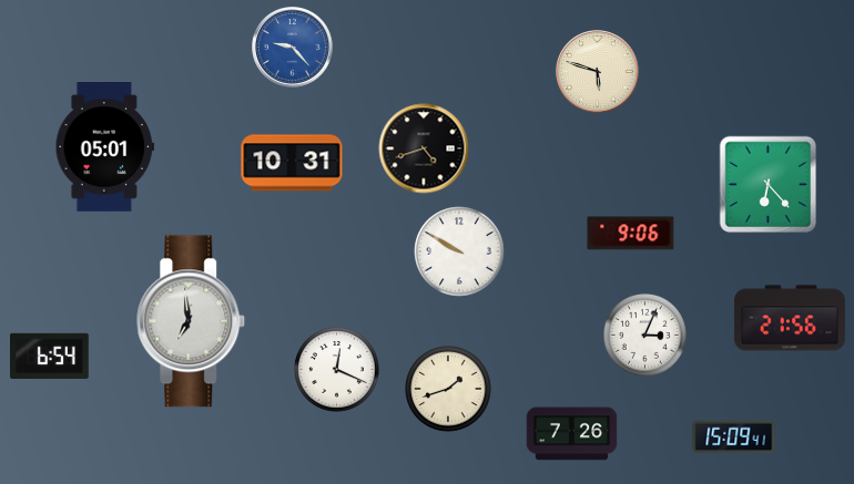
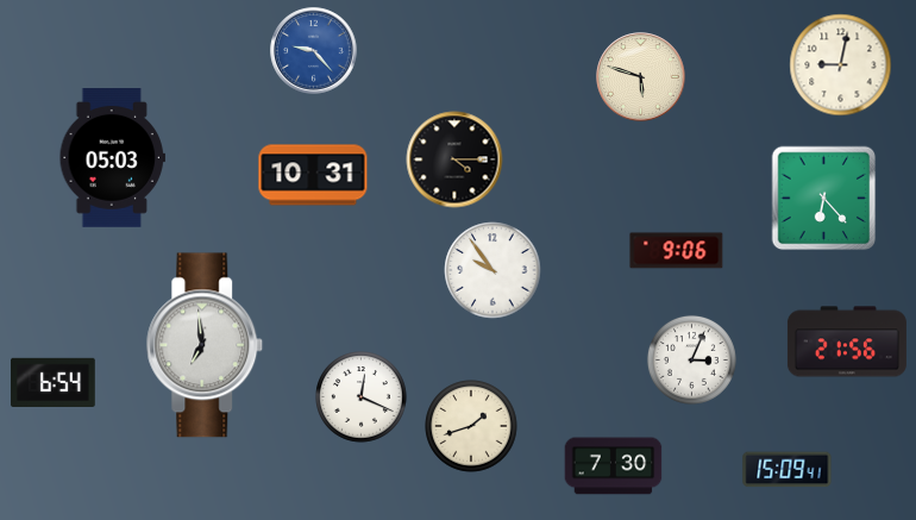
clock at (841, 65): none -> 9:02
clock at (104, 147): 05:01 -> 05:03
clock at (424, 148): 4:42 -> 4:15
clock at (459, 251): 9:50 -> 9:54
clock at (448, 389) position: (448, 389) -> (471, 426)
clock at (572, 434): 7:26 -> 7:30
